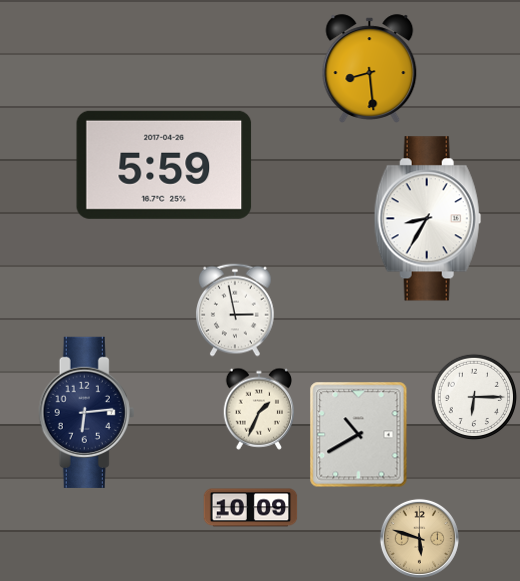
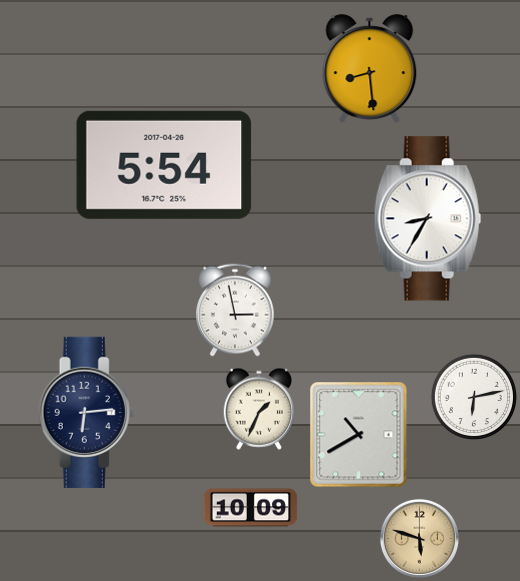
clock at (164, 165): 5:59 -> 5:54
clock at (474, 397): 6:15 -> 6:13
